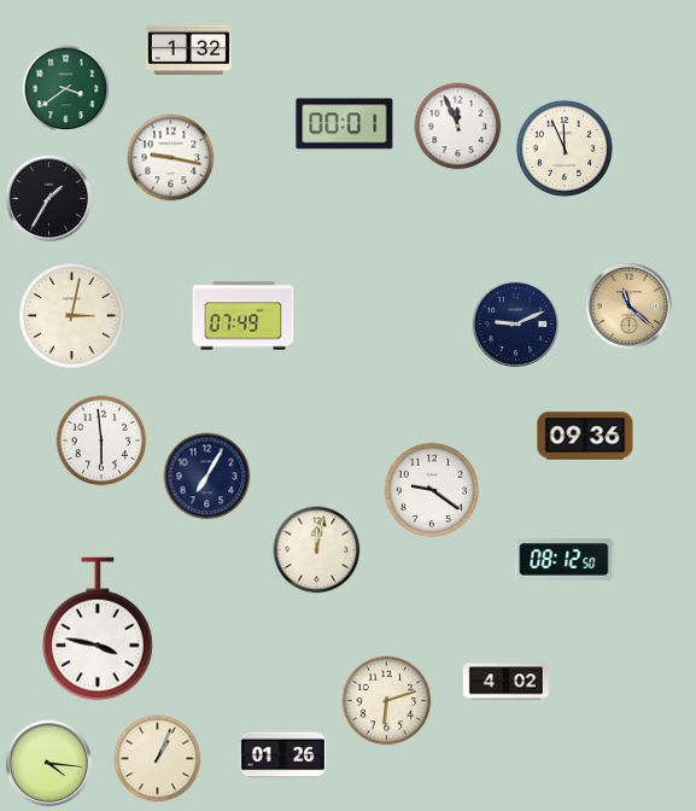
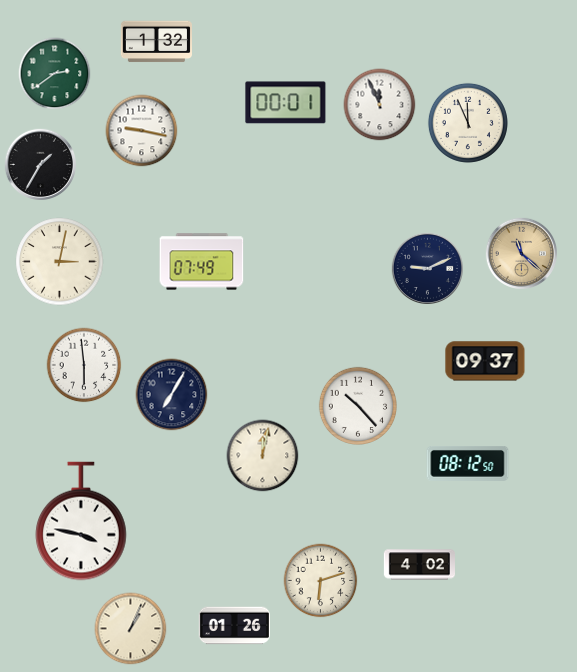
clock at (66, 89): 3:39 -> 2:39
clock at (585, 436): 09:36 -> 09:37
clock at (431, 489): 9:21 -> 10:23
clock at (48, 763): 4:16 -> none
